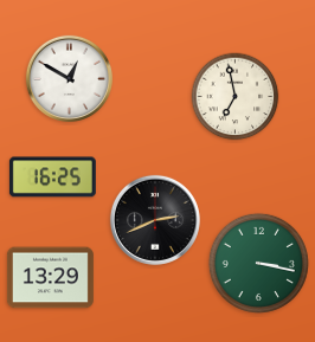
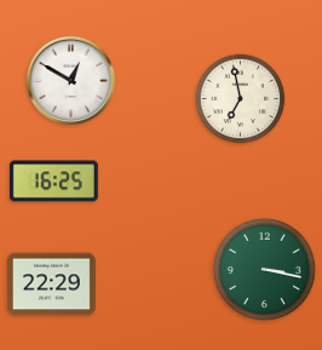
clock at (155, 220): 2:41 -> none
clock at (50, 278): 13:29 -> 22:29
